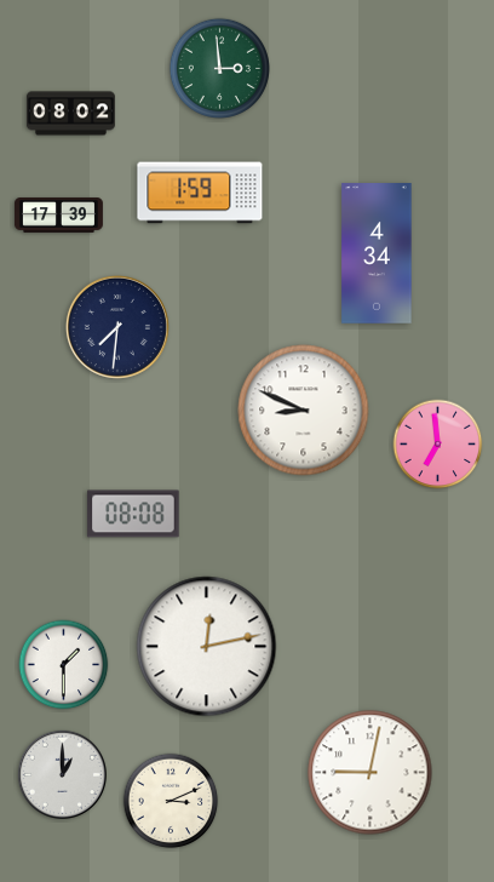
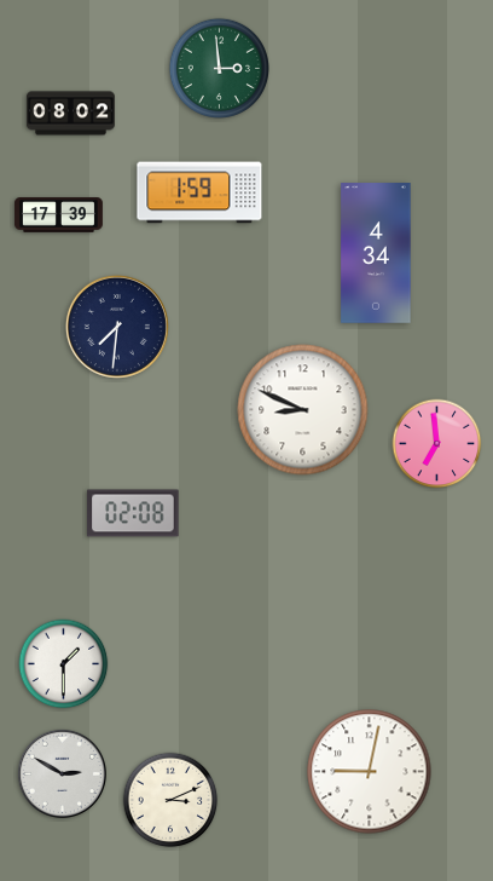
clock at (133, 514): 08:08 -> 02:08
clock at (207, 647): 12:13 -> none
clock at (62, 774): 1:00 -> 2:50
